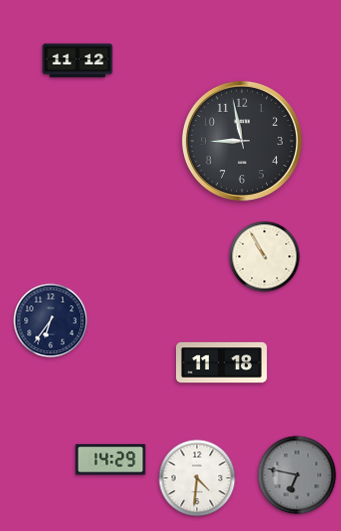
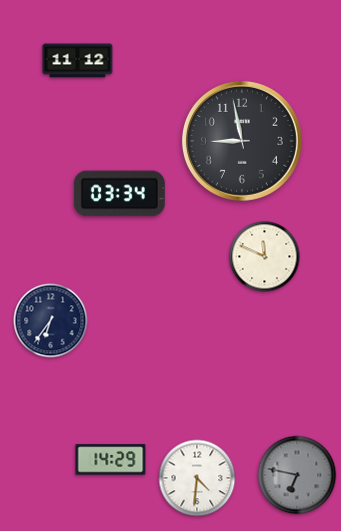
clock at (119, 194): none -> 03:34
clock at (265, 257): 10:55 -> 11:49
clock at (222, 363): 11:18 -> none
